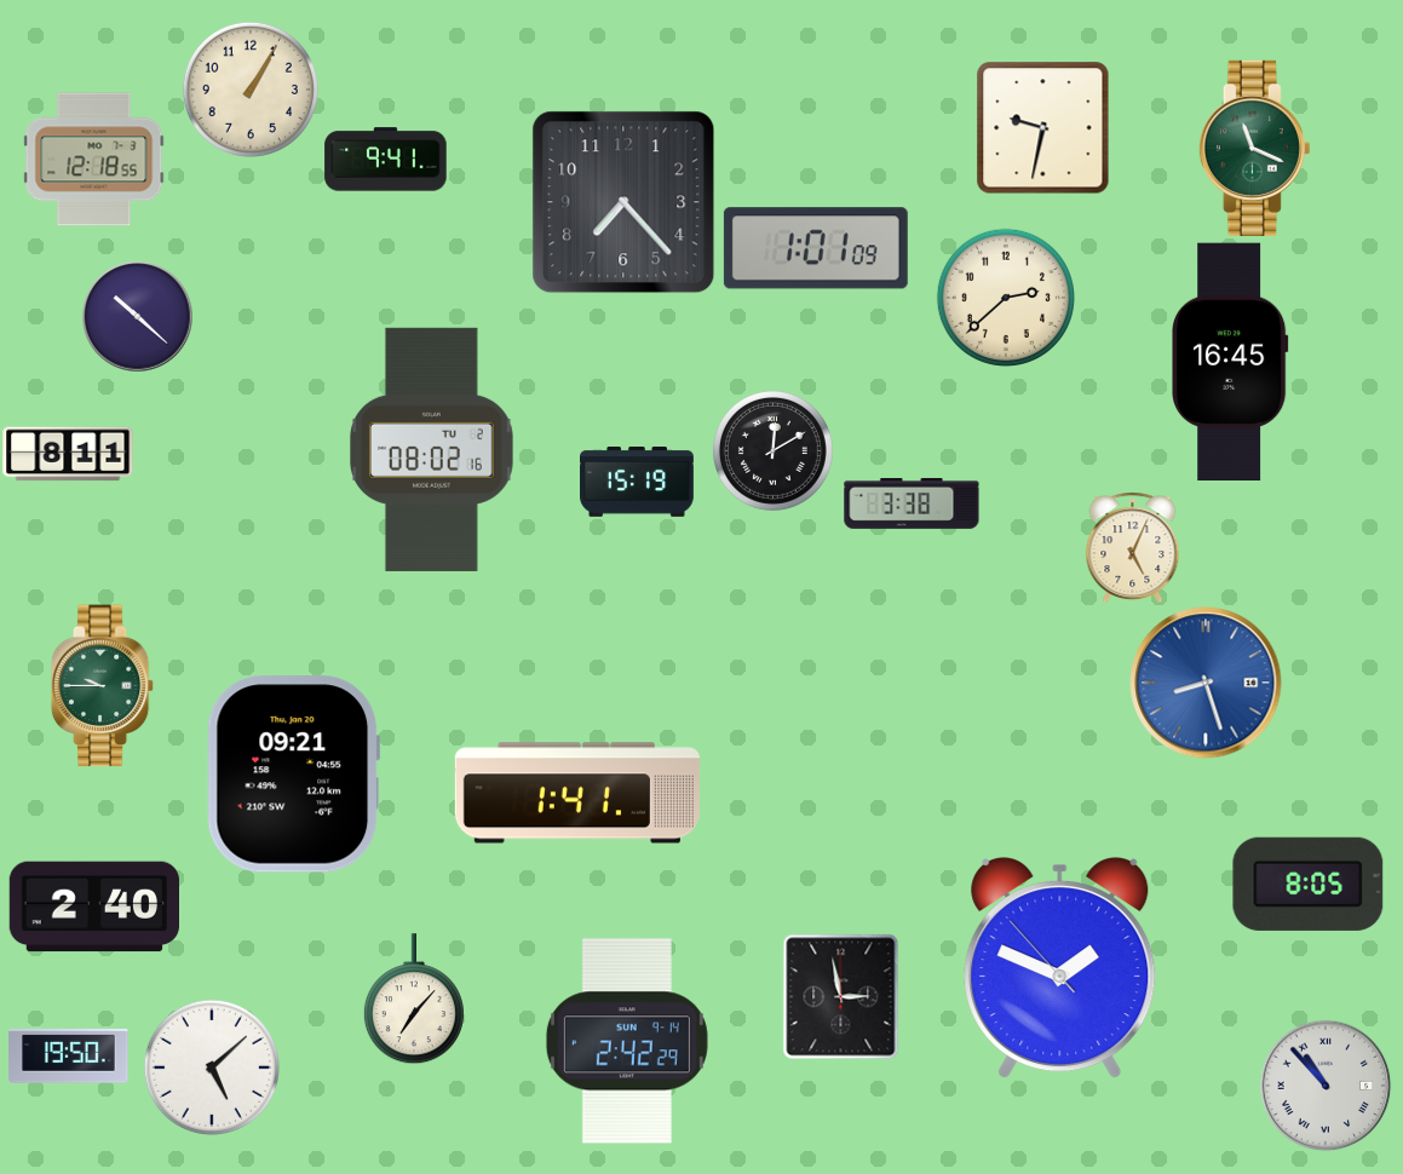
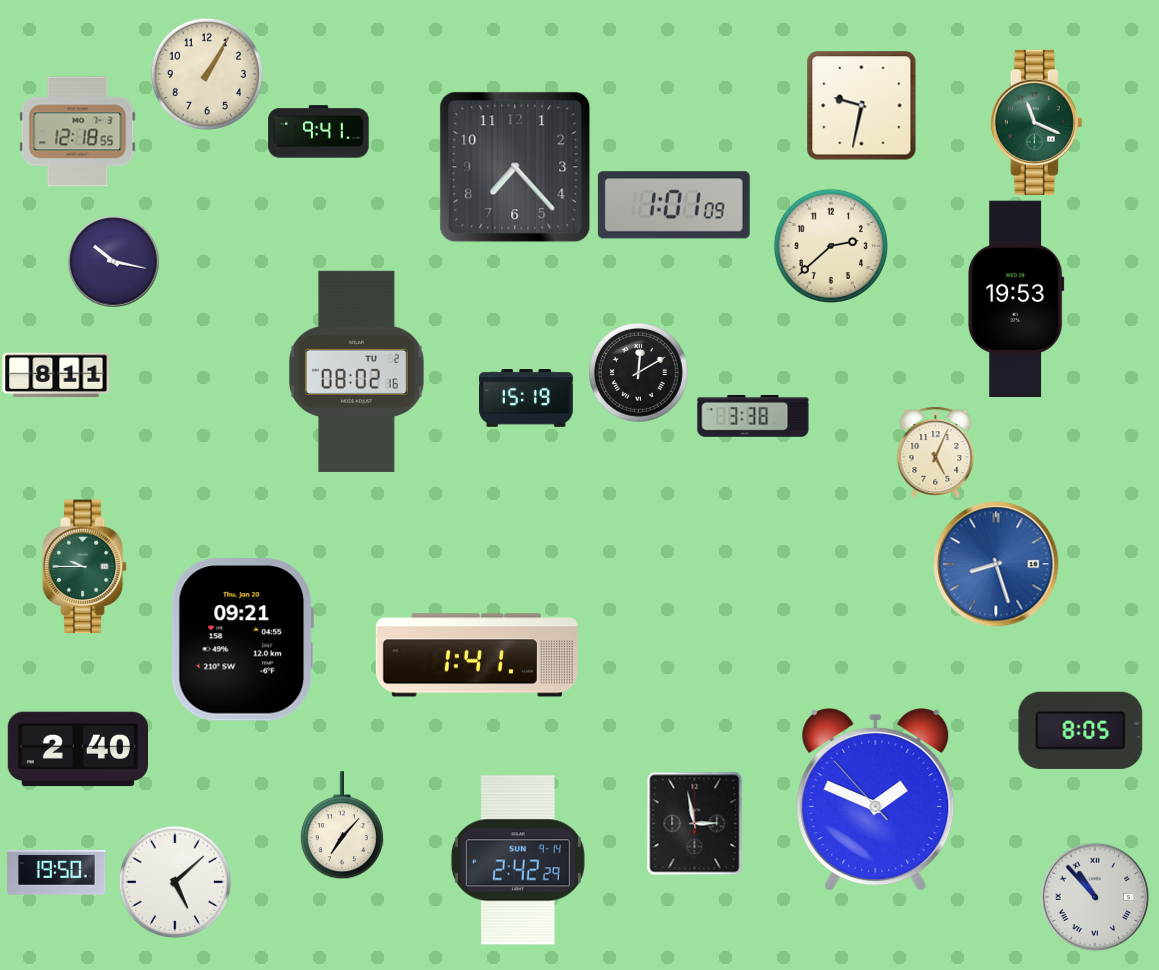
clock at (137, 316): 10:22 -> 10:17
clock at (1230, 361): 16:45 -> 19:53
